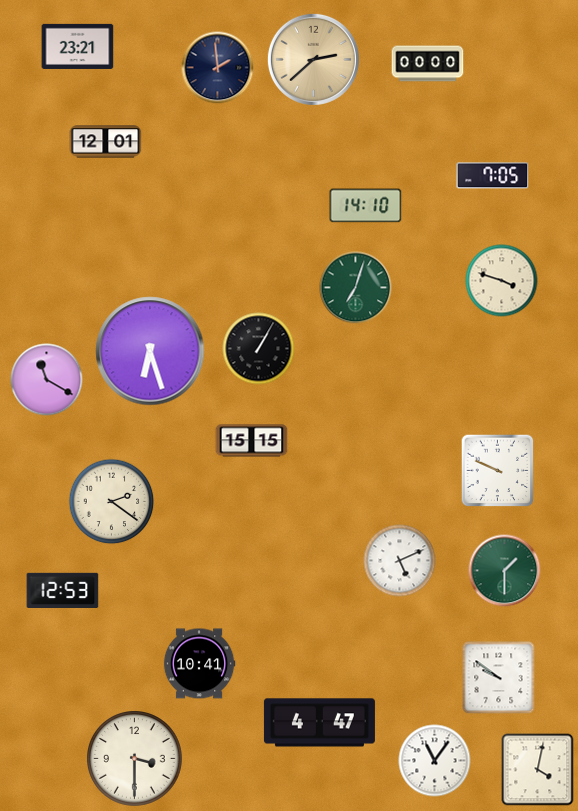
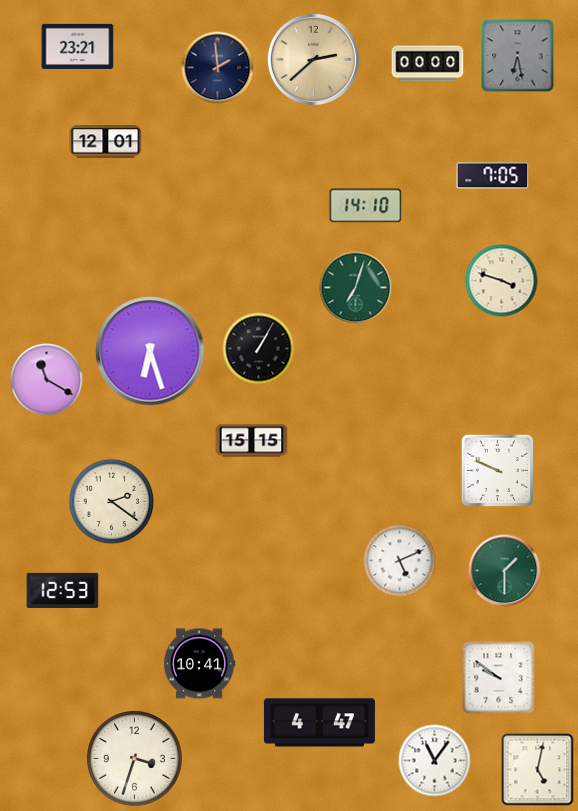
clock at (518, 56): none -> 6:28
clock at (135, 759): 3:30 -> 3:33
clock at (538, 770): 4:02 -> 5:02
